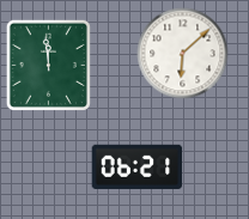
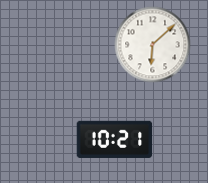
clock at (48, 65): 11:59 -> none
clock at (138, 166): 06:21 -> 10:21
